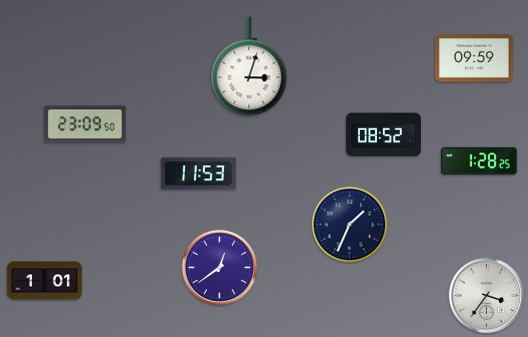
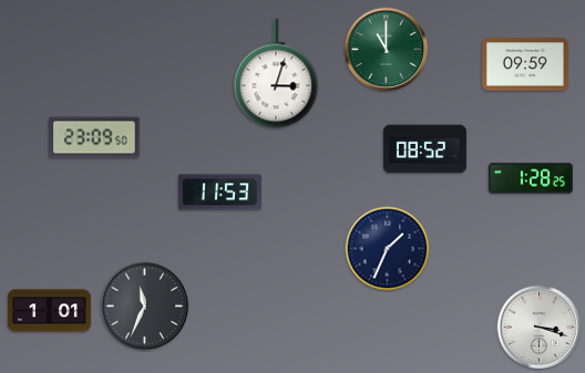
clock at (387, 50): none -> 11:00
clock at (220, 268): 12:39 -> none
clock at (145, 307): none -> 11:34
clock at (487, 296): 3:36 -> 3:18
